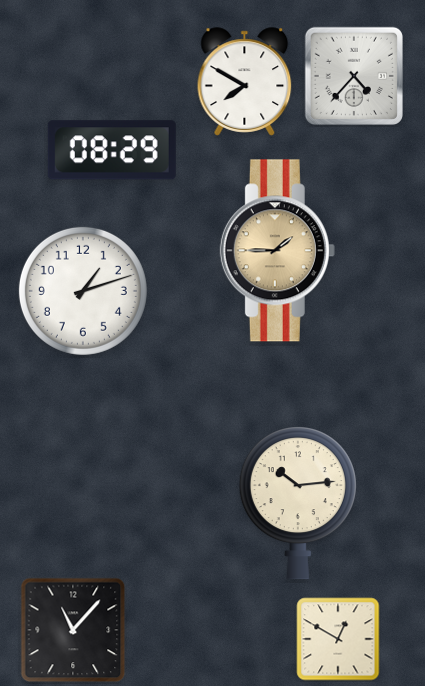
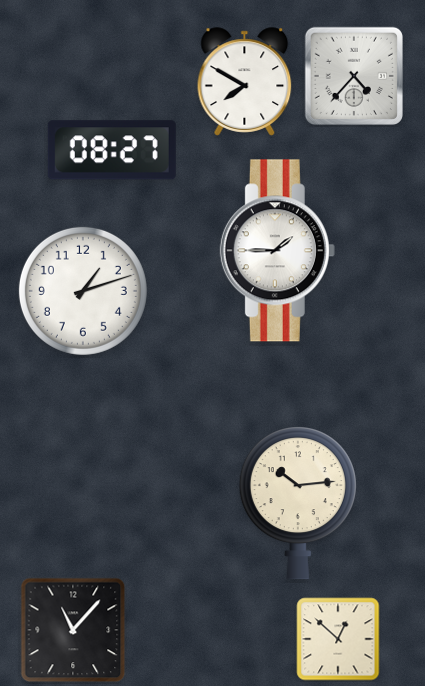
clock at (112, 150): 08:29 -> 08:27
clock at (277, 251) dial: champagne -> white
clock at (338, 639): 12:50 -> 12:52
